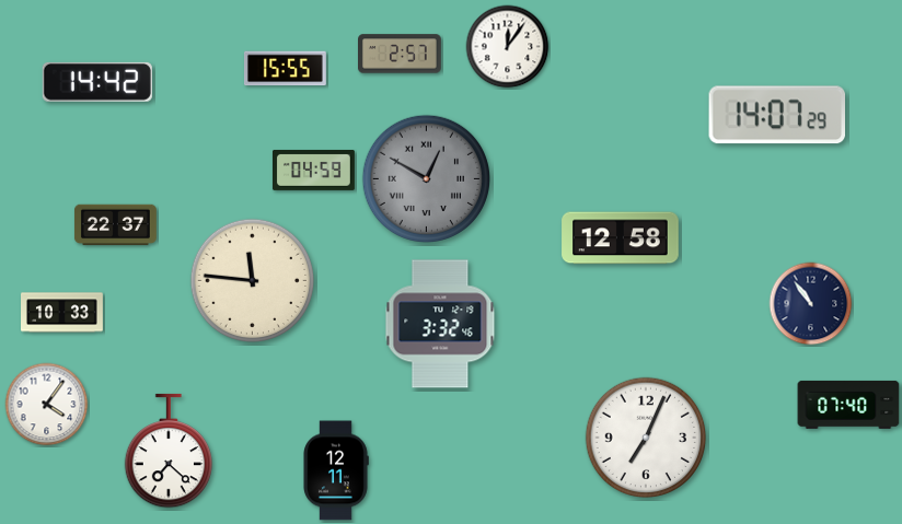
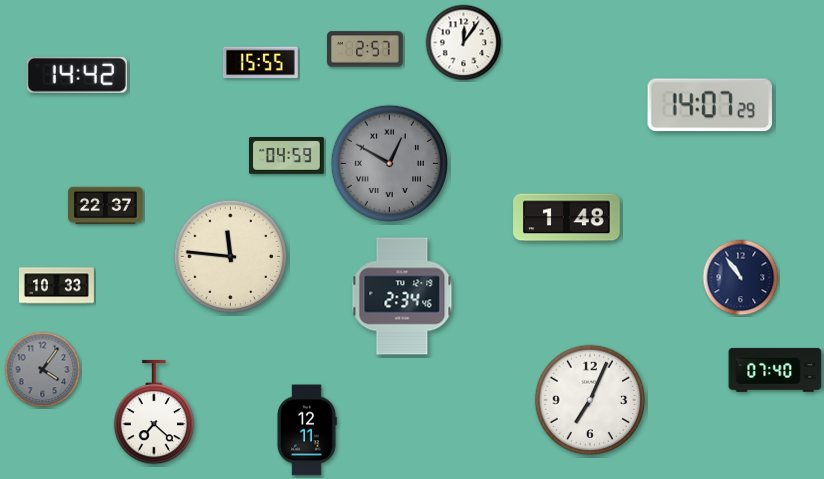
clock at (97, 82) position: (97, 82) -> (77, 75)
clock at (621, 238): 12:58 -> 1:48
clock at (440, 324): 3:32 -> 2:34
clock at (47, 405) dial: white -> grey
